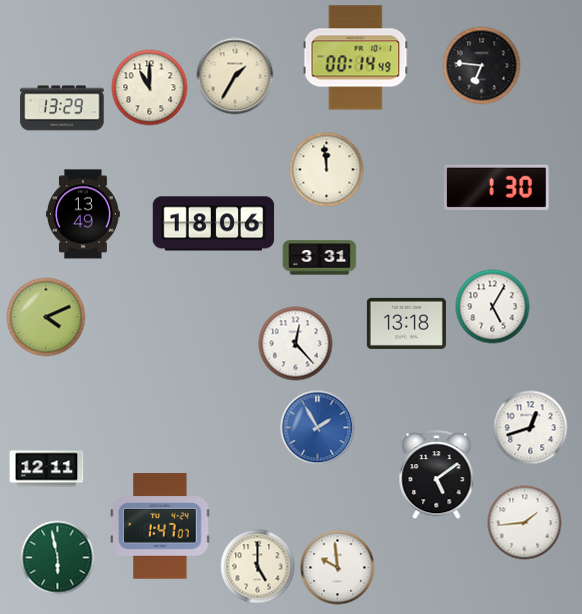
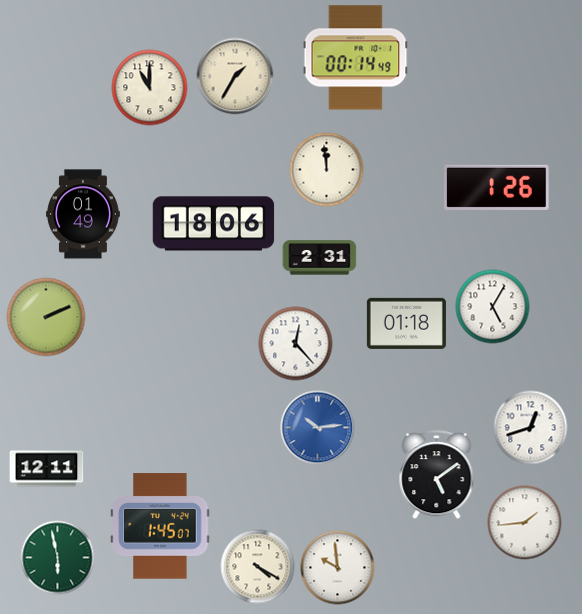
clock at (482, 66): 6:46 -> none
clock at (62, 108): 13:29 -> none
clock at (497, 187): 1:30 -> 1:26
clock at (83, 214): 13:49 -> 01:49
clock at (320, 258): 3:31 -> 2:31
clock at (46, 317): 4:11 -> 2:11
clock at (406, 323): 13:18 -> 01:18
clock at (318, 428): 1:55 -> 10:14
clock at (160, 526): 1:47 -> 1:45
clock at (258, 567): 5:00 -> 4:20
